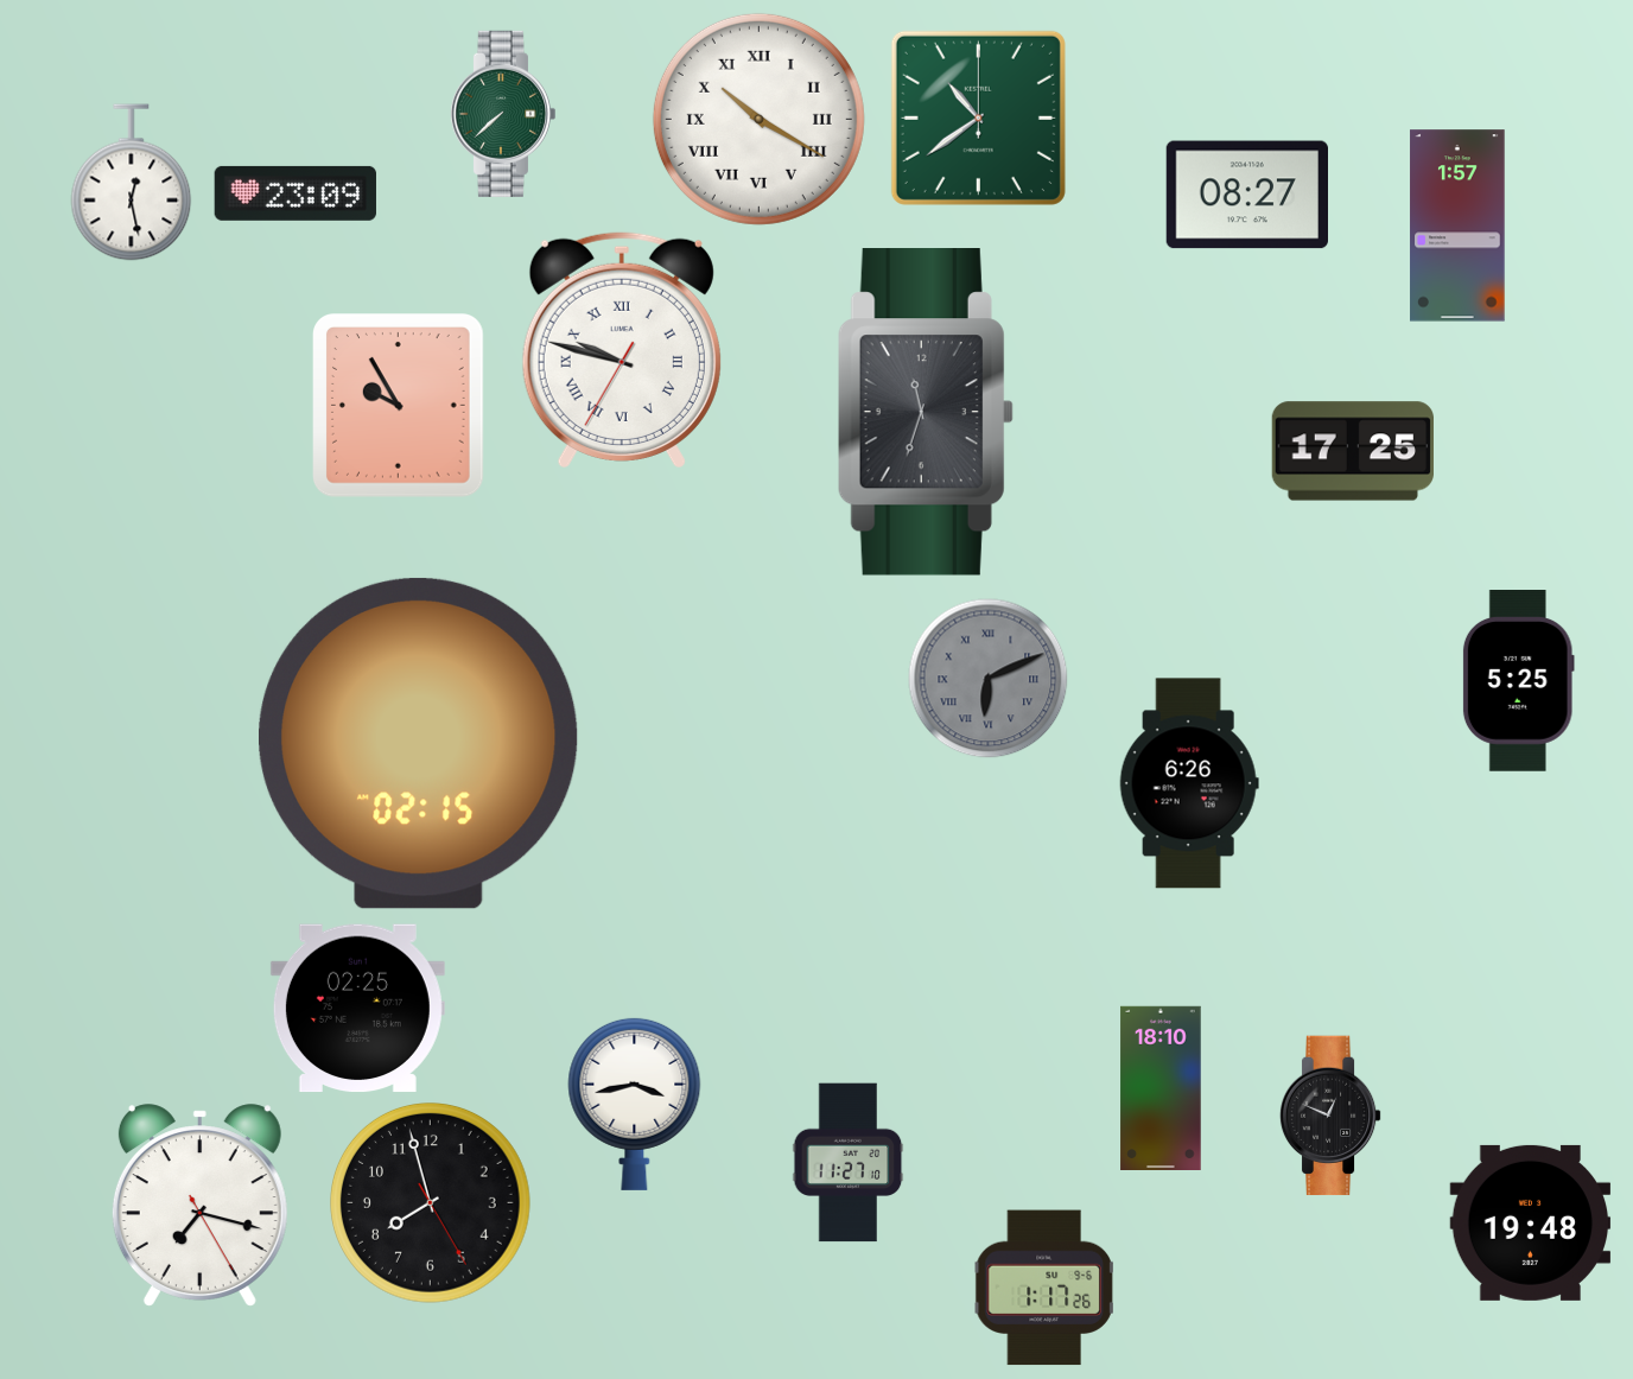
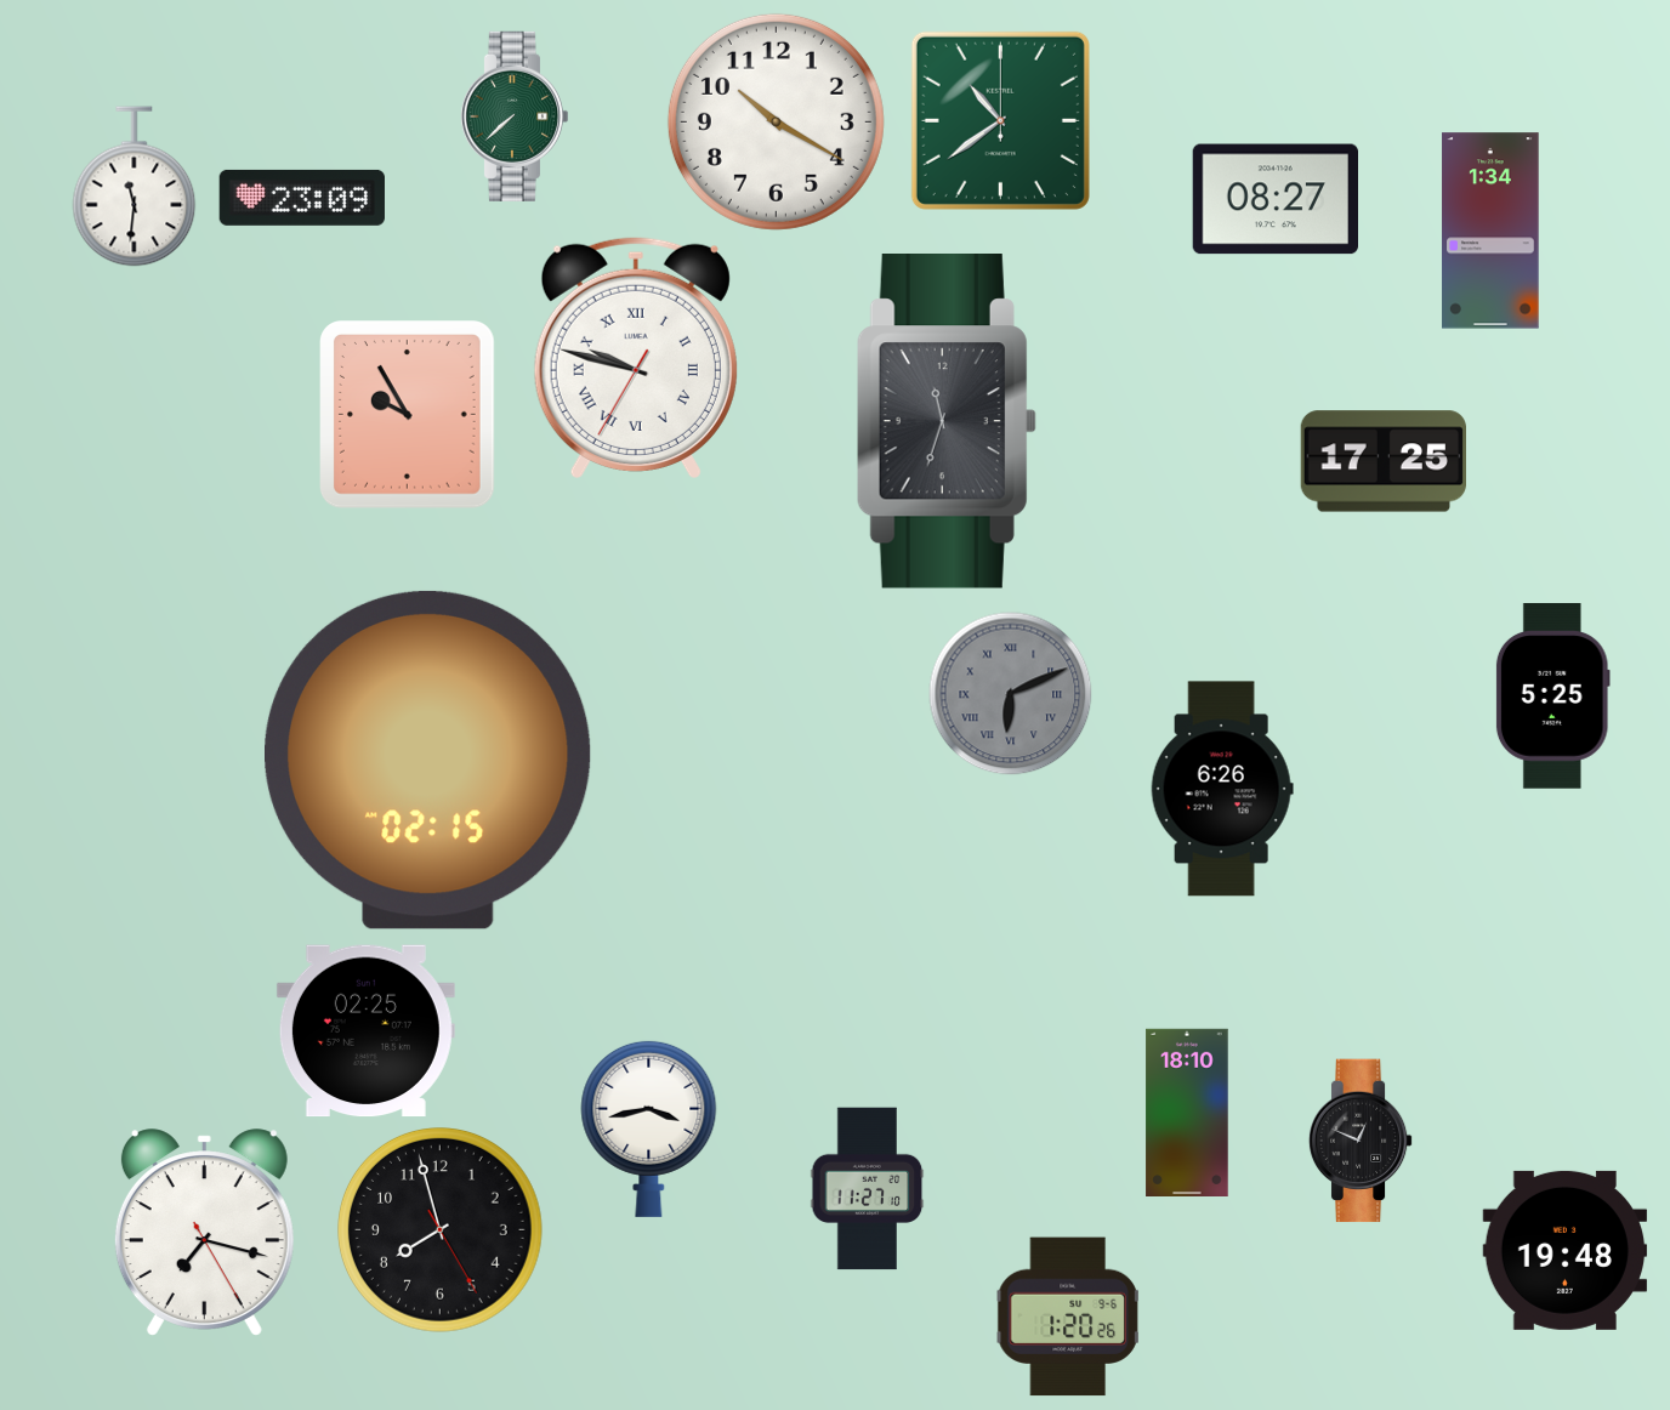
clock at (758, 119) numerals: Roman -> Arabic
clock at (132, 183): 12:28 -> 11:31
clock at (1457, 225): 1:57 -> 1:34
clock at (1189, 783) position: (1189, 783) -> (1222, 789)
clock at (1044, 1288): 1:17 -> 1:20
